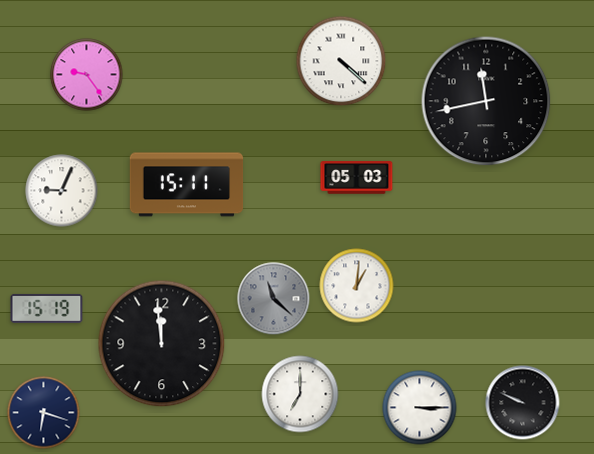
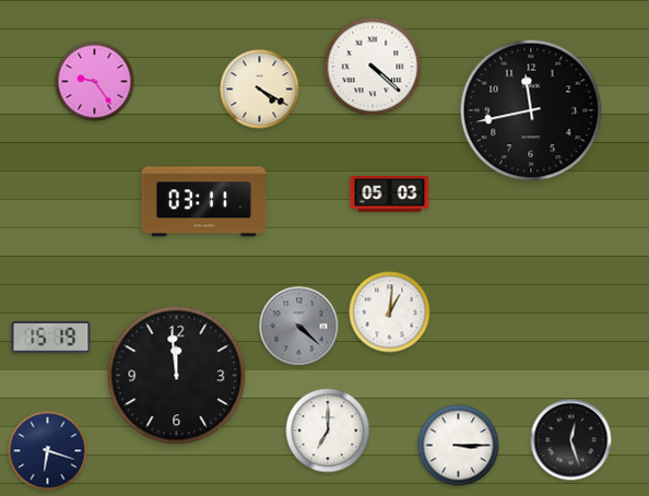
clock at (260, 90): none -> 4:20
clock at (187, 185): 15:11 -> 03:11
clock at (62, 191): 9:04 -> none
clock at (274, 299): 11:22 -> 4:22
clock at (523, 403): 9:49 -> 12:27
